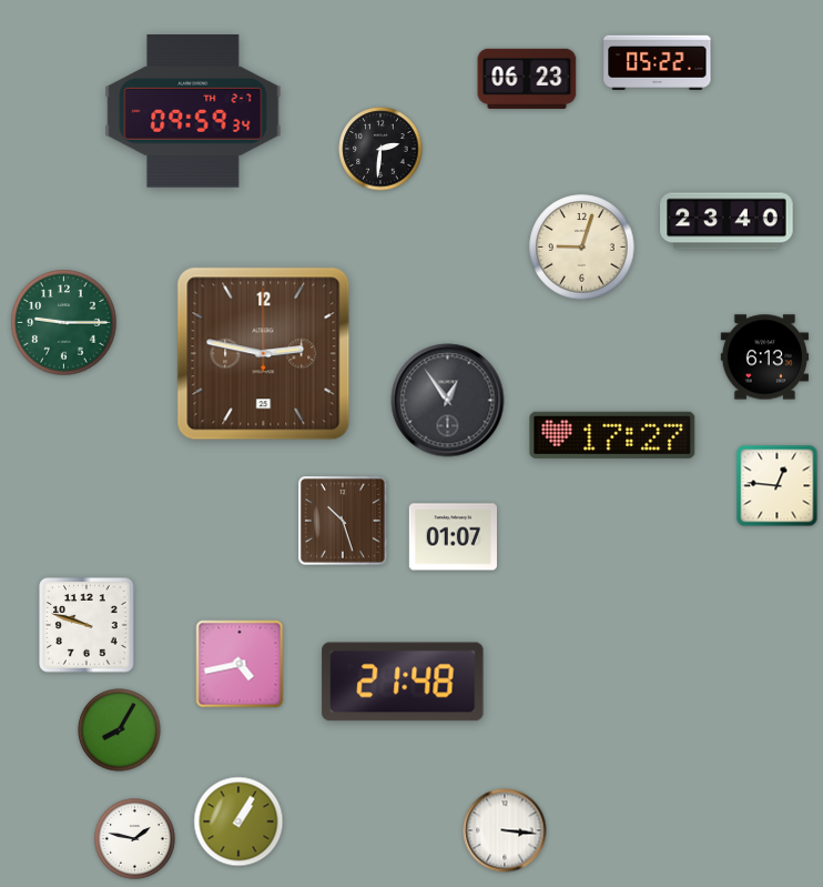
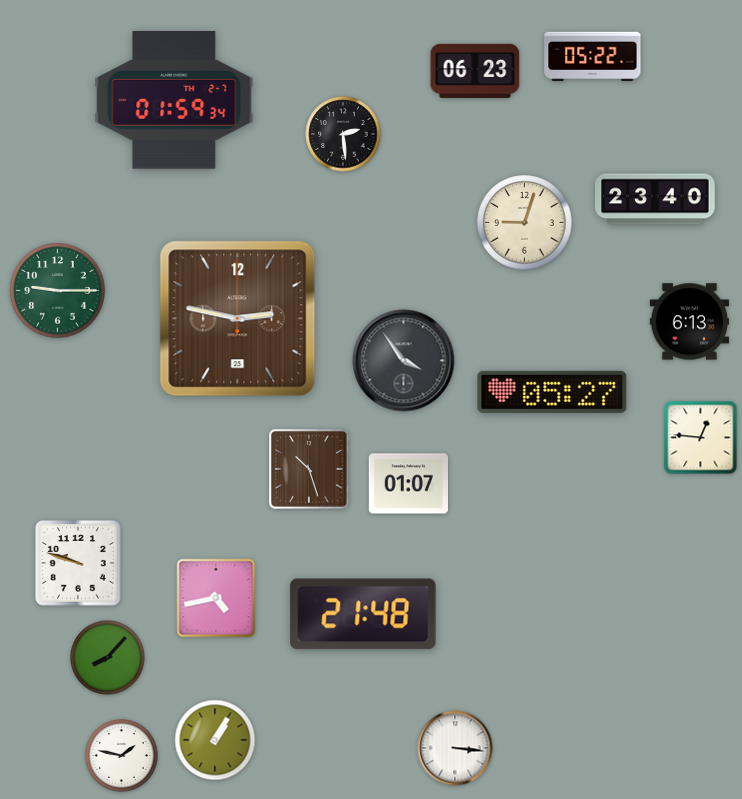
clock at (193, 111): 09:59 -> 01:59
clock at (380, 149): 2:31 -> 2:29
clock at (448, 401): 12:54 -> 3:54
clock at (612, 435): 17:27 -> 05:27
clock at (120, 730): 8:05 -> 8:07
